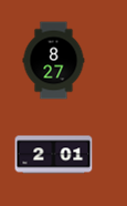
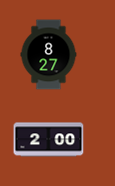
clock at (54, 155): 2:01 -> 2:00
